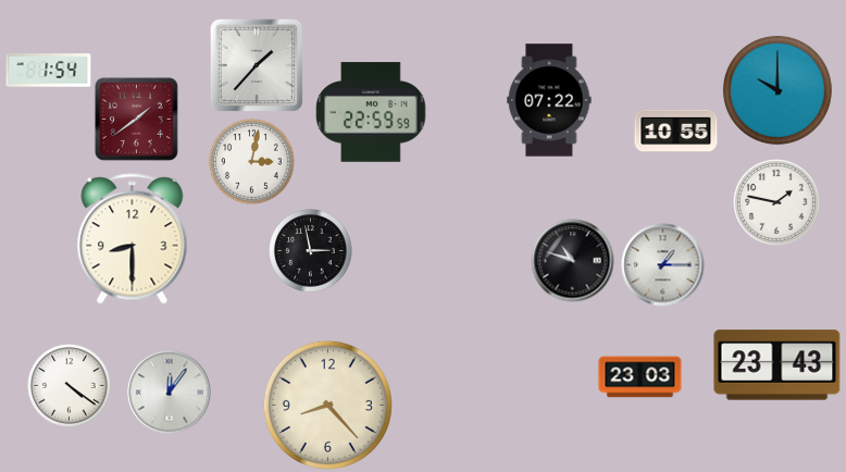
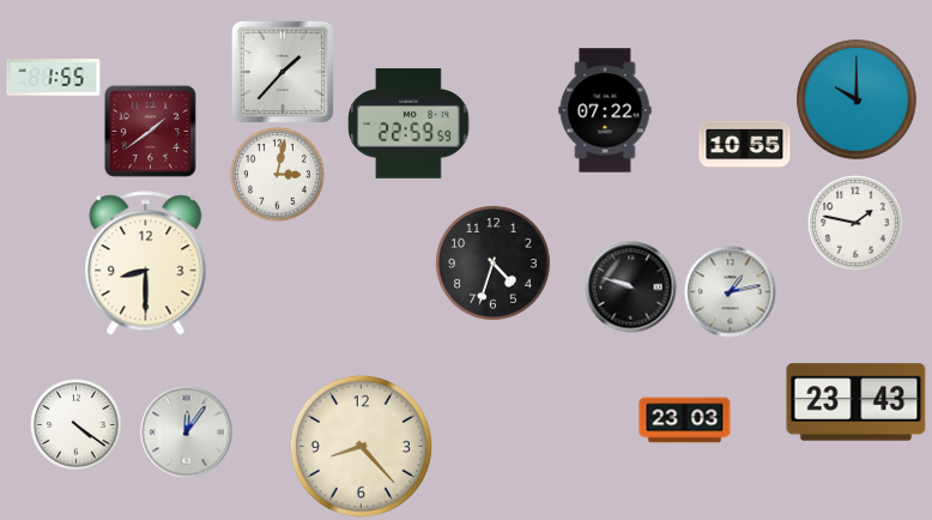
clock at (49, 71): 1:54 -> 1:55
clock at (252, 162) position: (252, 162) -> (278, 175)
clock at (492, 262): none -> 4:33
clock at (311, 251): 2:58 -> none
clock at (573, 261): 10:48 -> 9:48
clock at (663, 265): 1:15 -> 1:13
clock at (640, 377) position: (640, 377) -> (685, 421)
